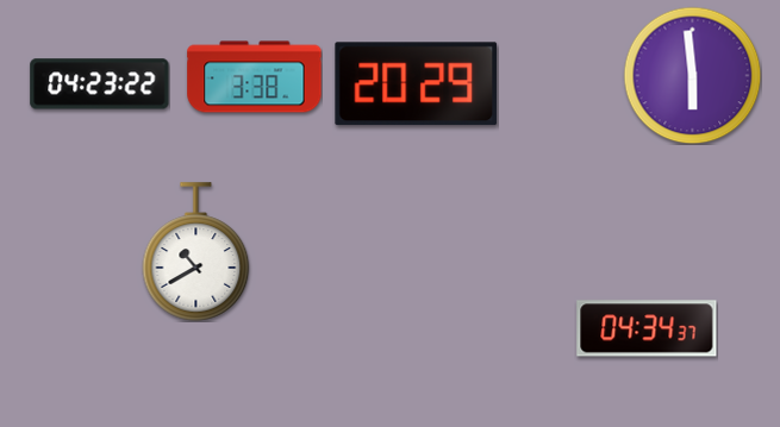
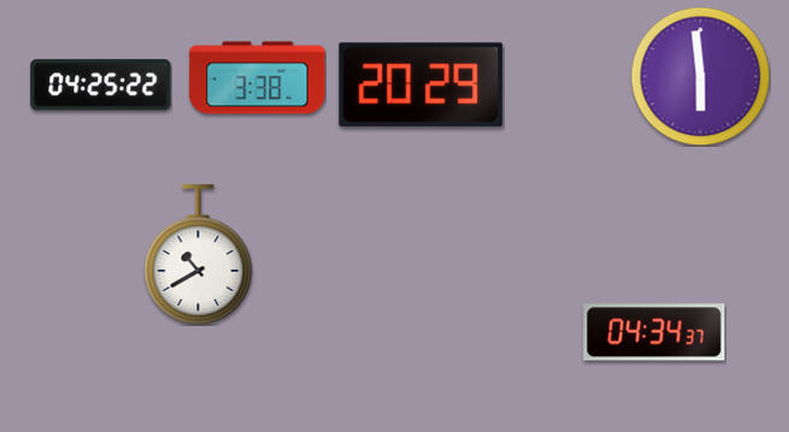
clock at (100, 84): 04:23 -> 04:25
